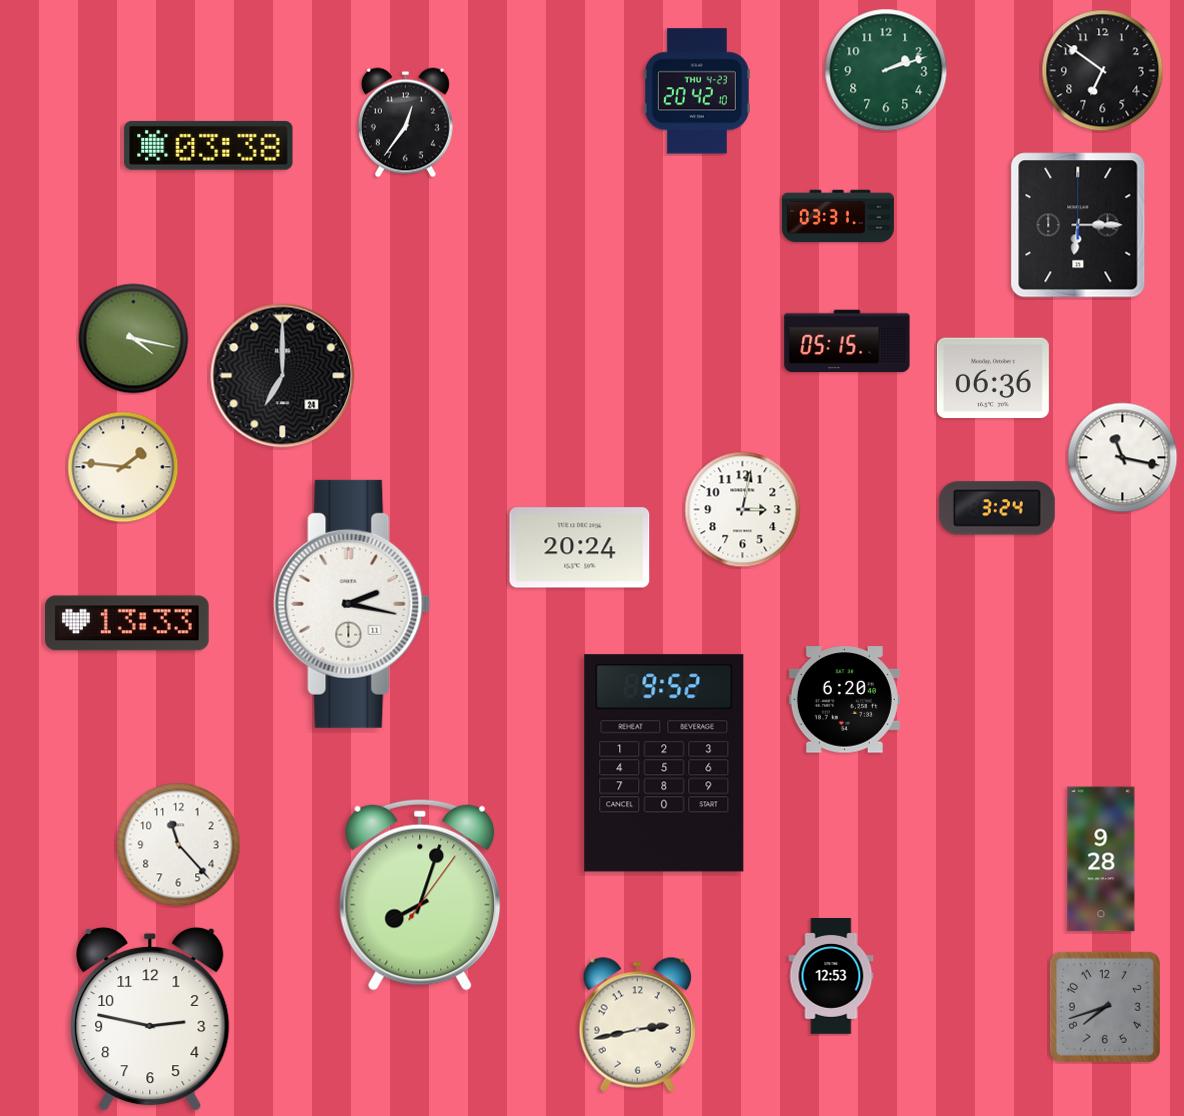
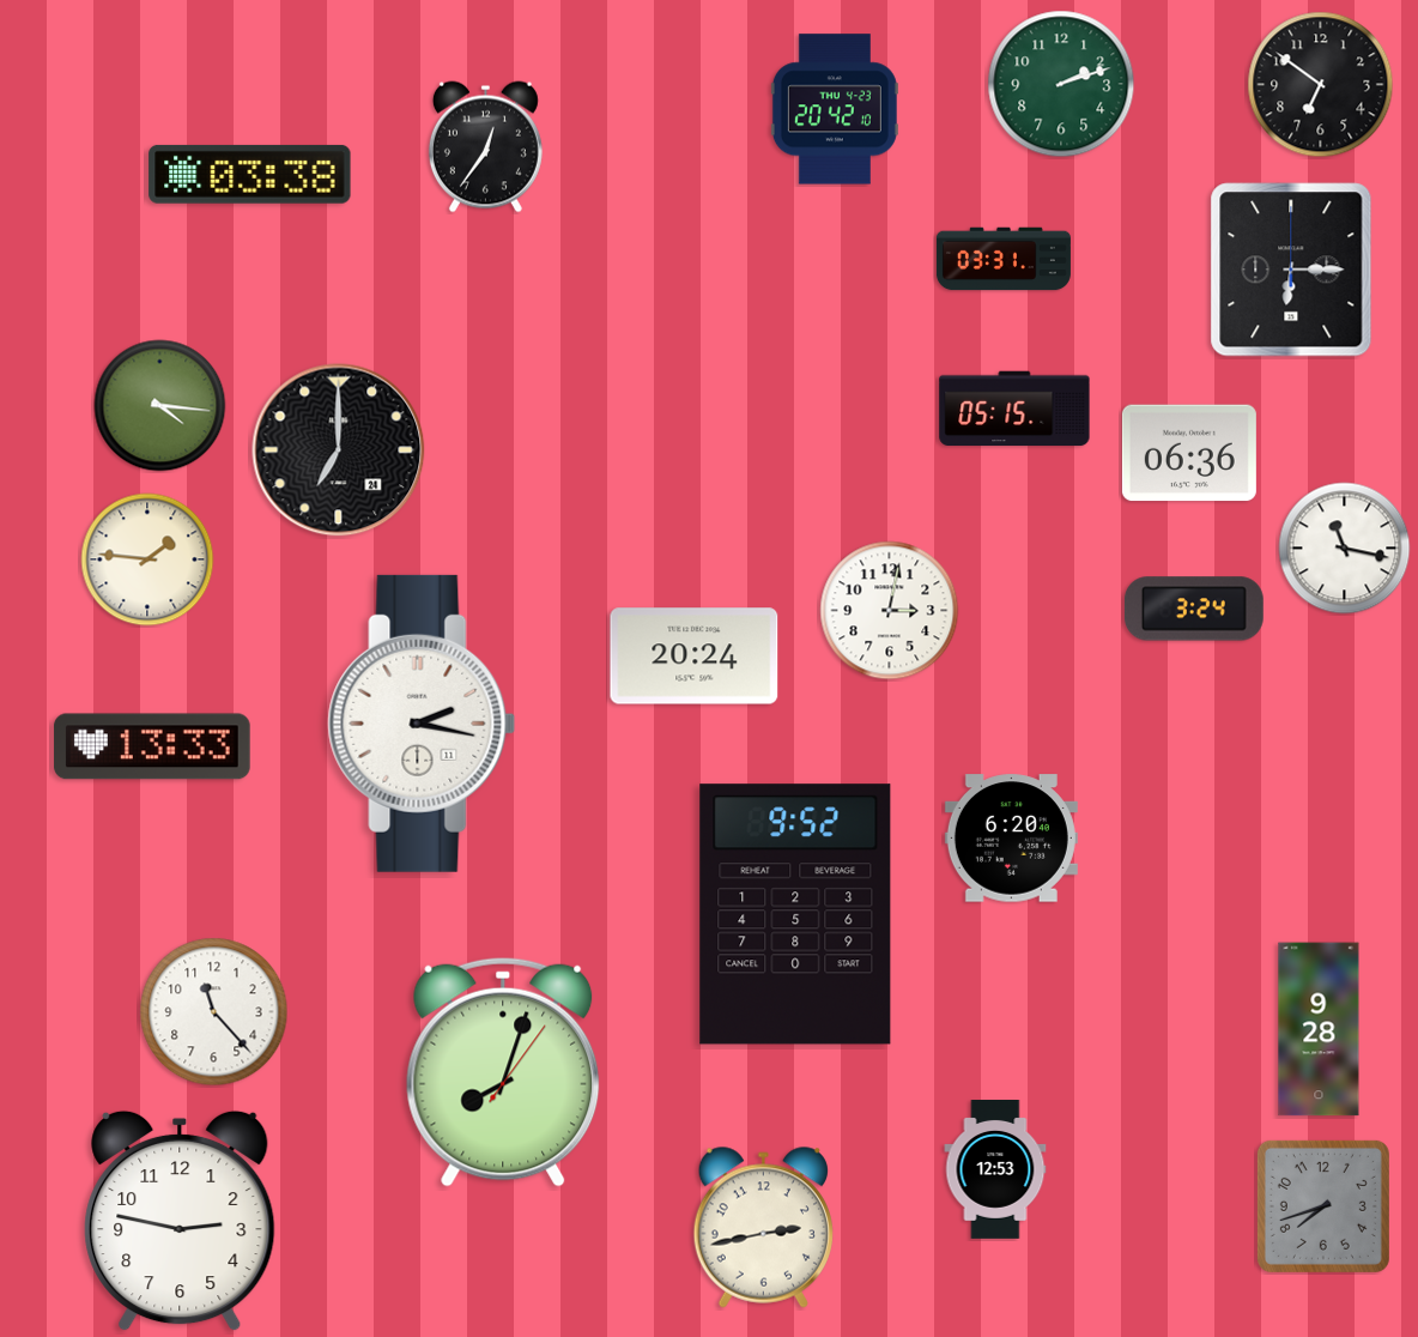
clock at (134, 339): 4:17 -> 4:16
